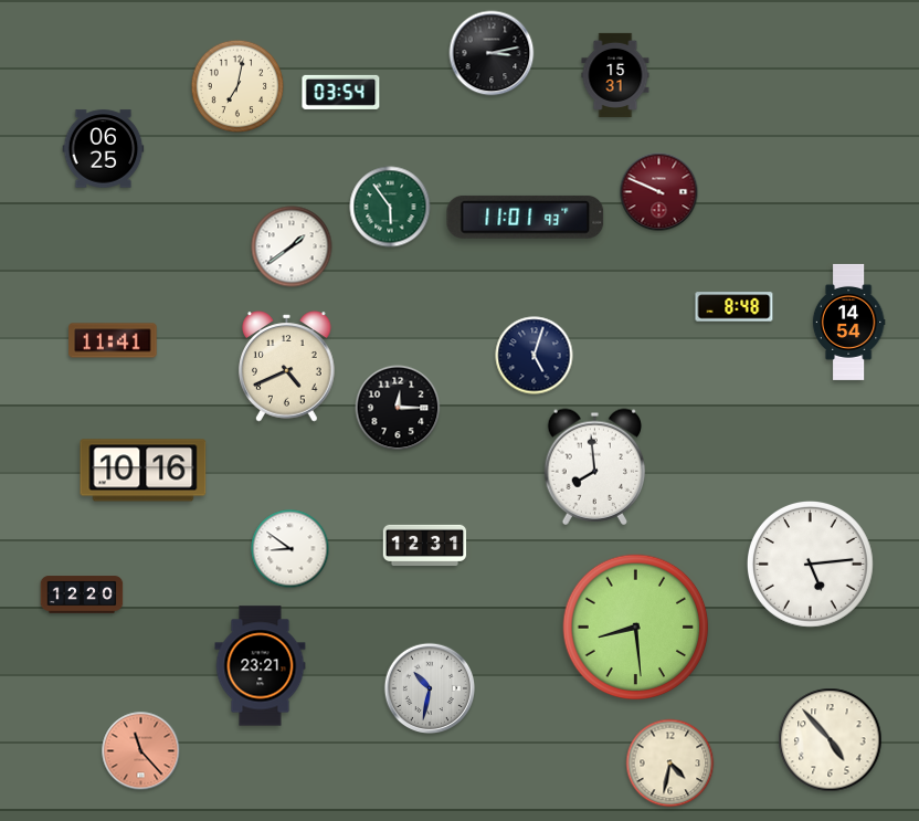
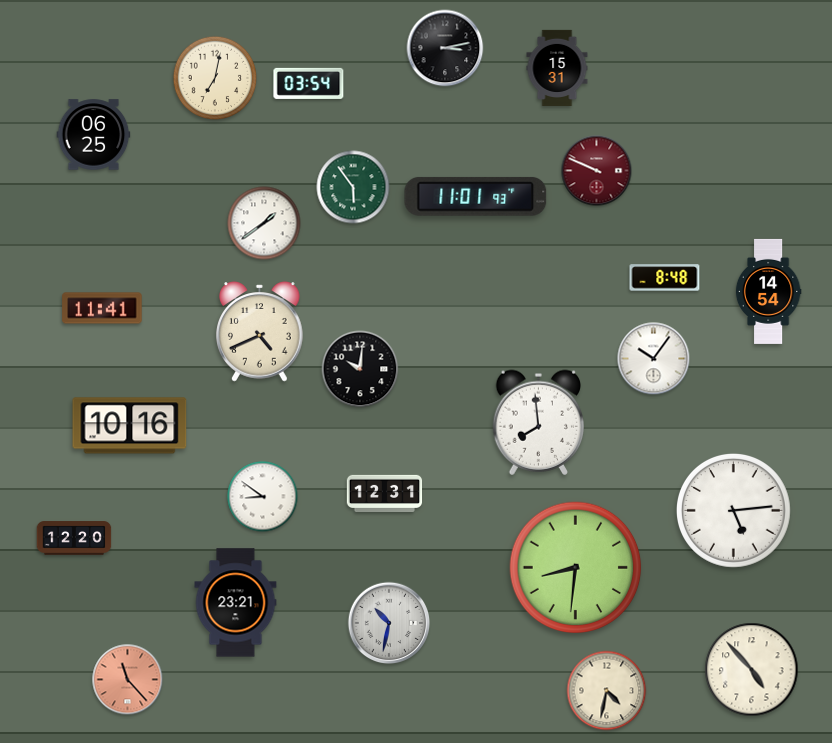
clock at (659, 192) position: (659, 192) -> (597, 171)
clock at (535, 356): 5:03 -> none
clock at (654, 359): none -> 10:06
clock at (398, 408): 12:15 -> 10:01
clock at (636, 628): 8:29 -> 8:31
